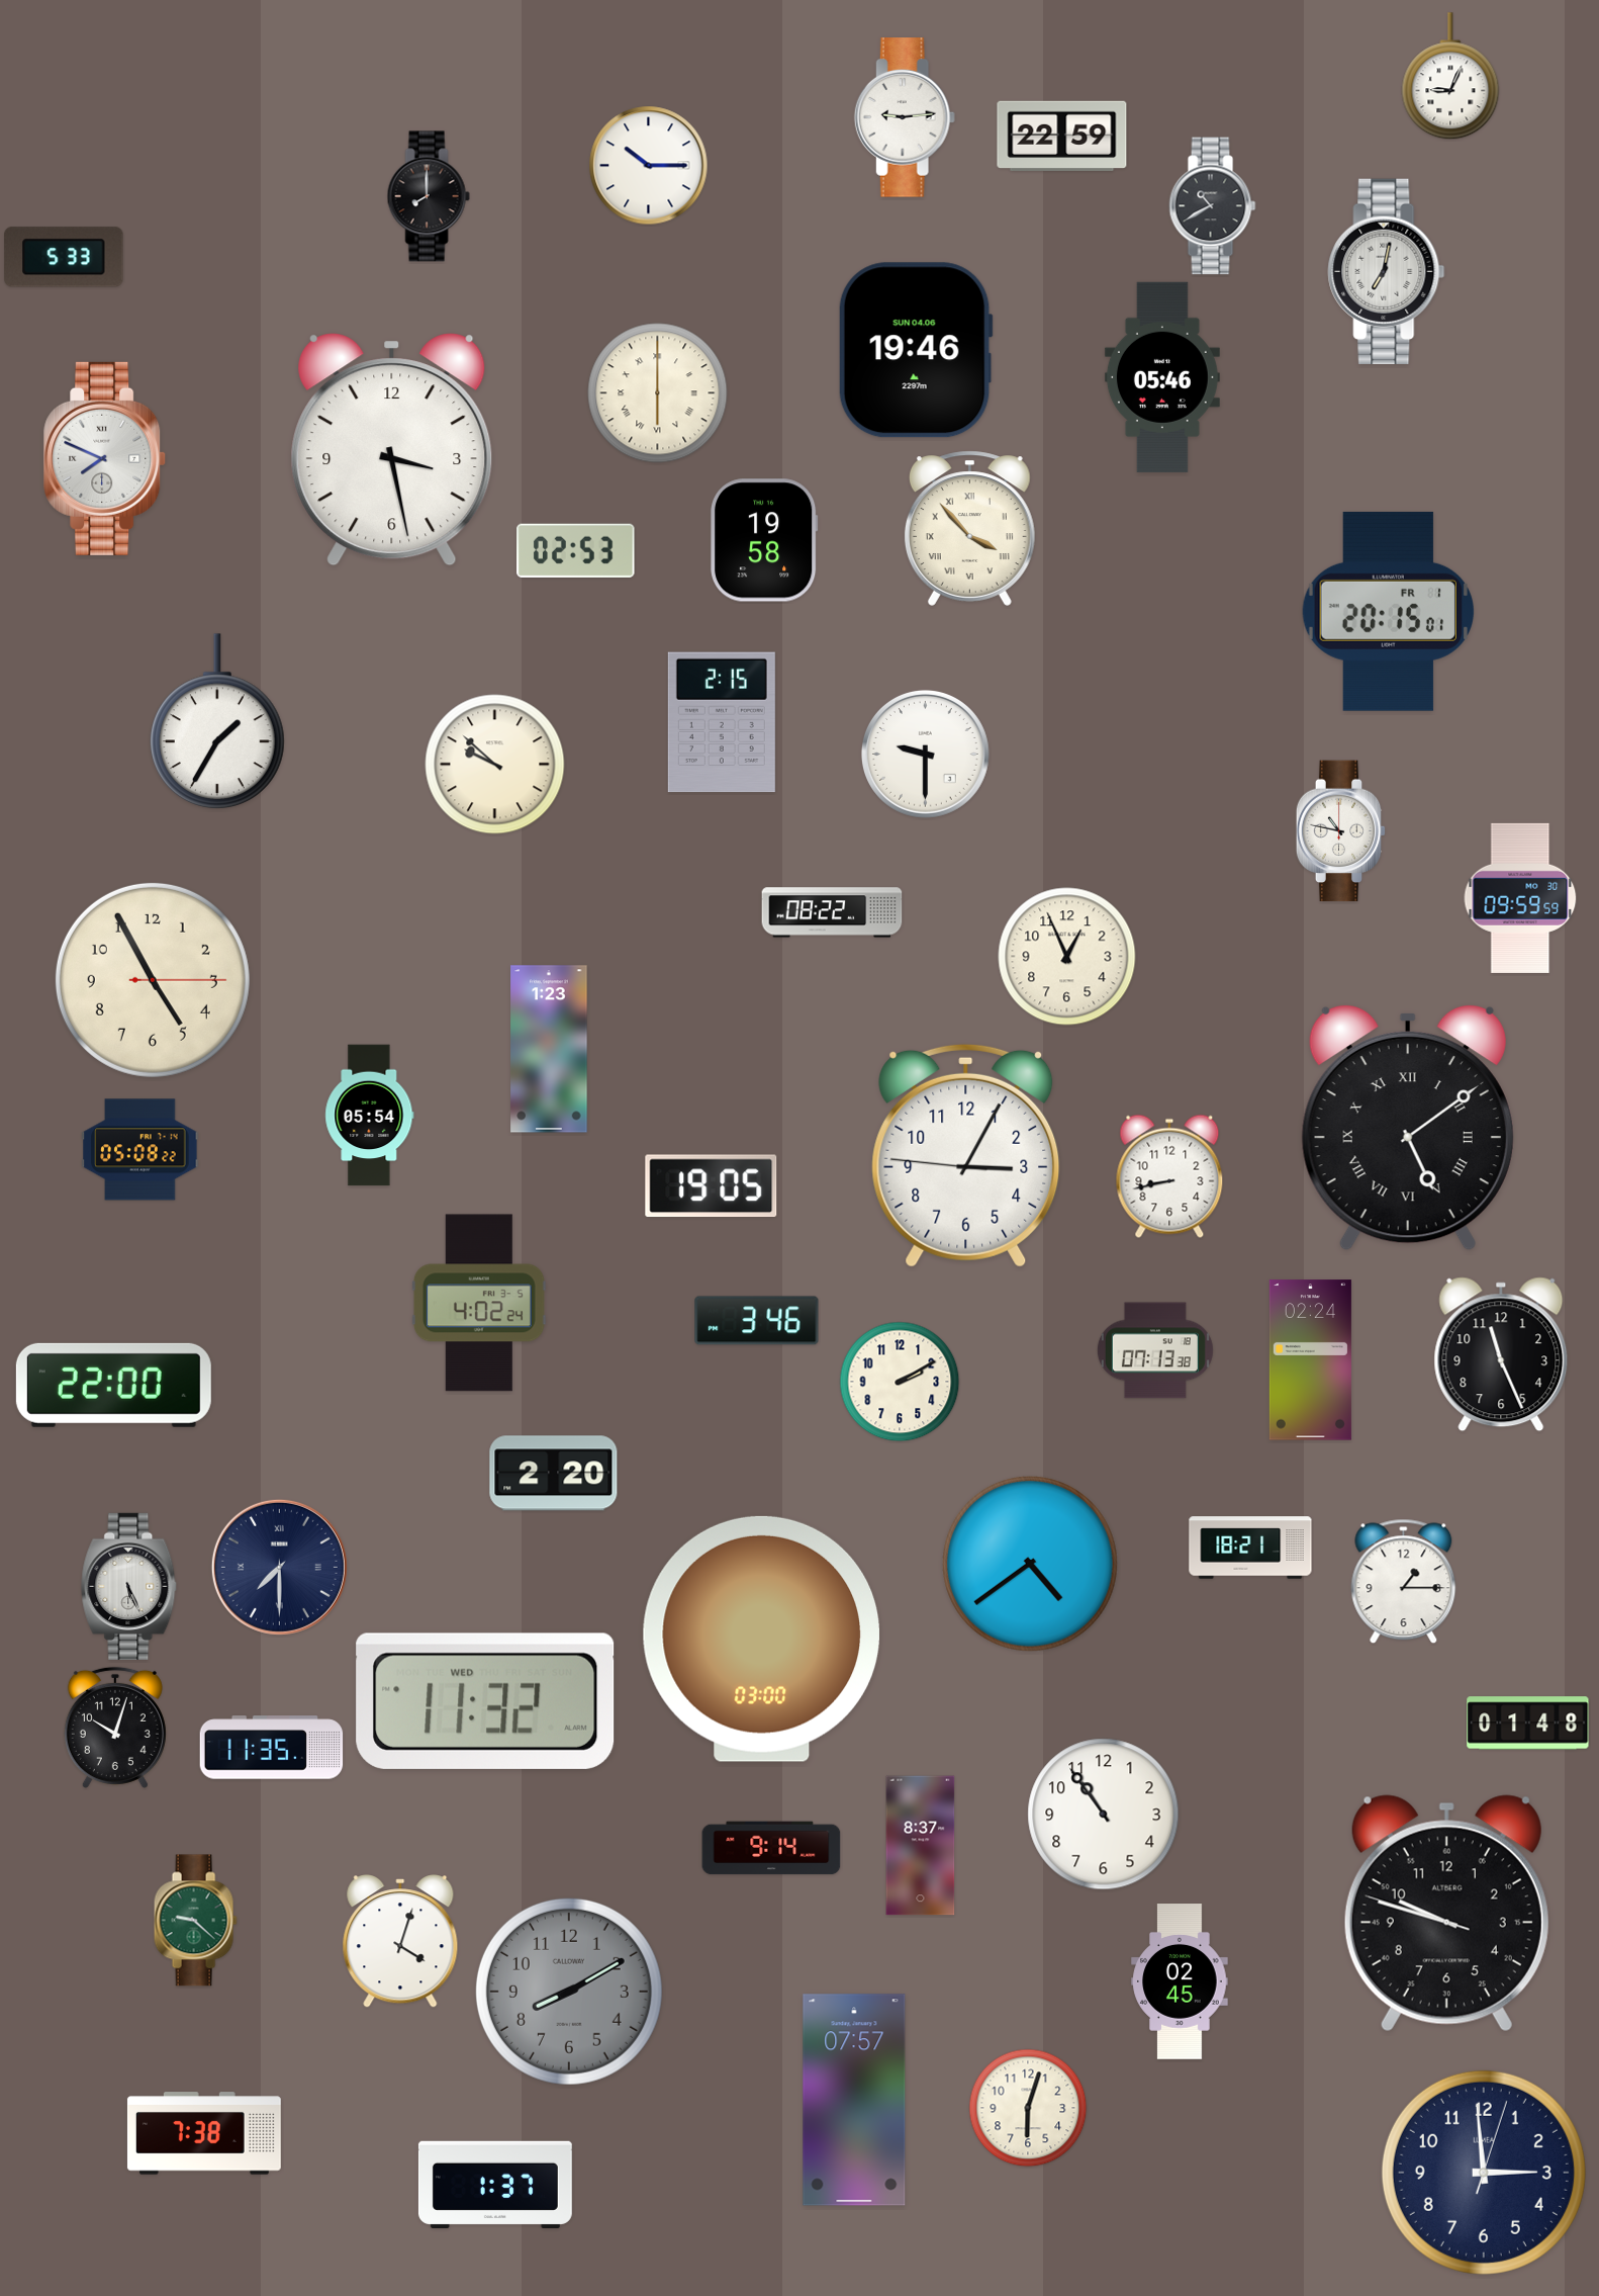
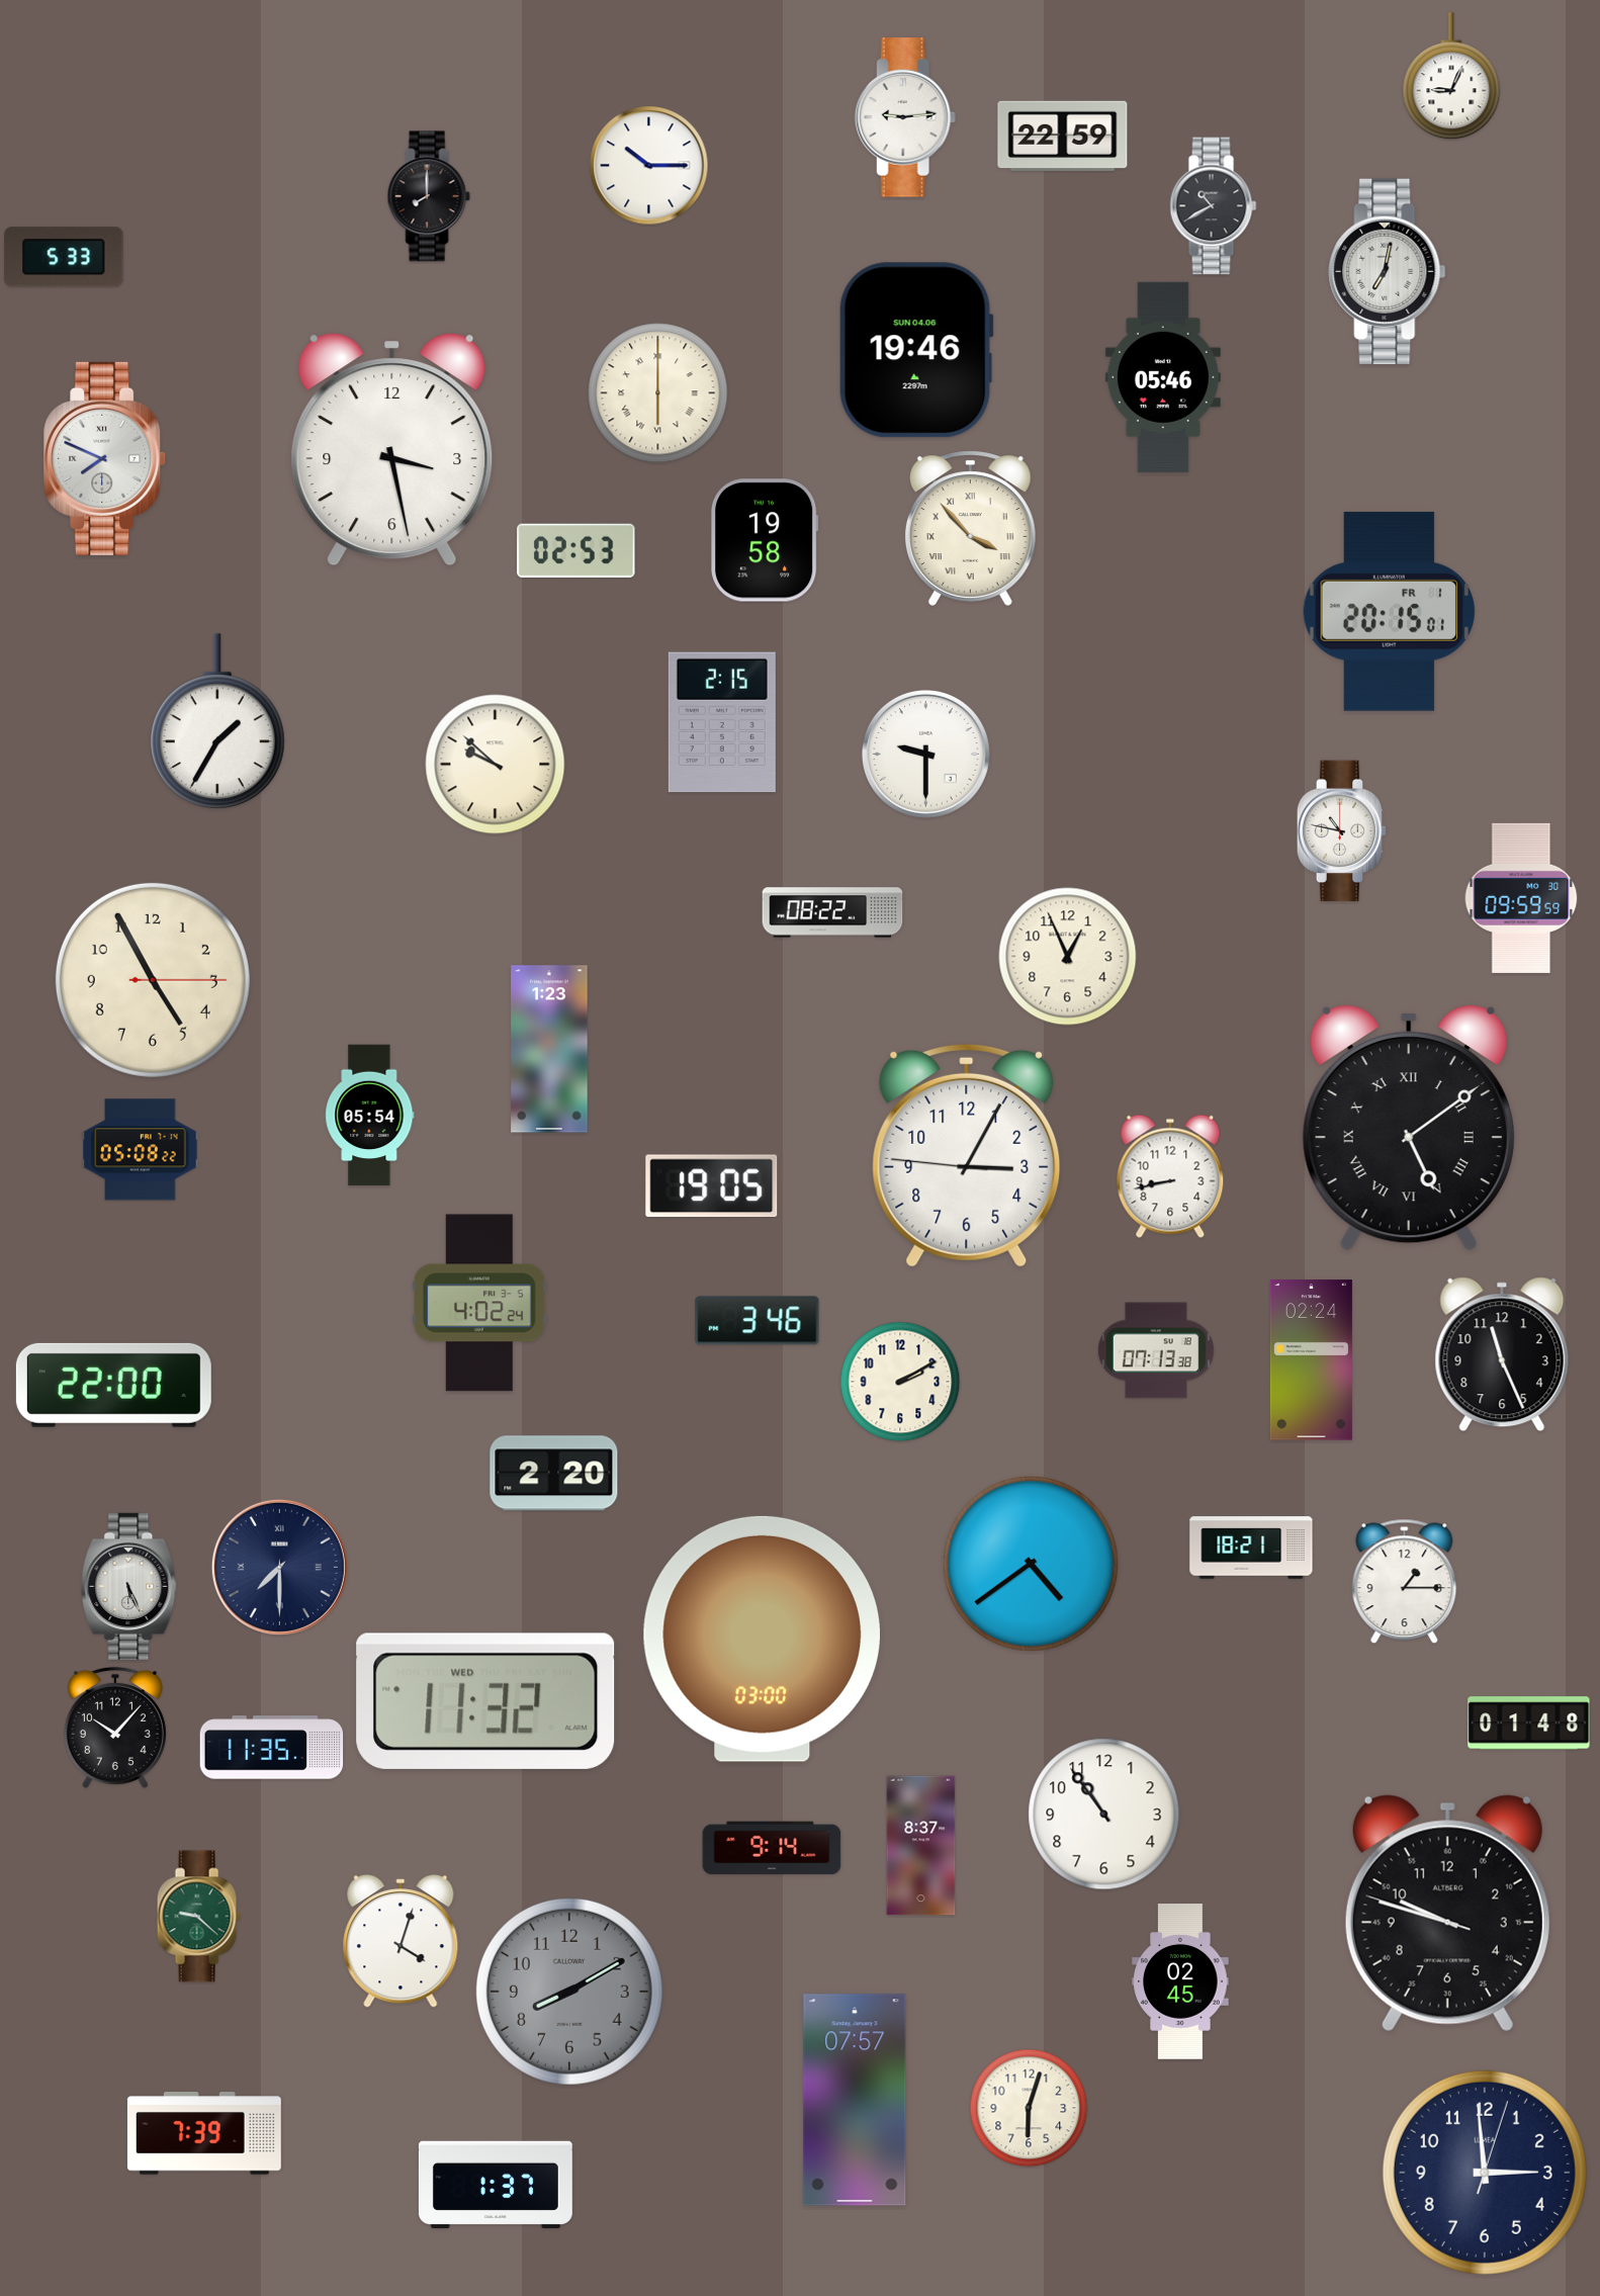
clock at (115, 1728): 10:03 -> 10:07
clock at (195, 1921) position: (195, 1921) -> (198, 1917)
clock at (204, 2133): 7:38 -> 7:39
